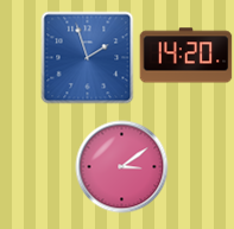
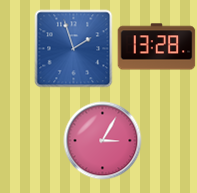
clock at (185, 56): 14:20 -> 13:28
clock at (121, 166): 3:09 -> 3:05
